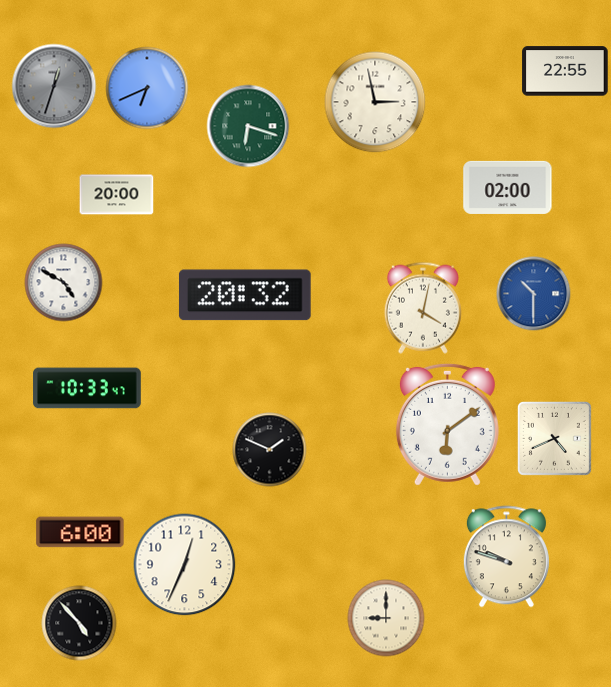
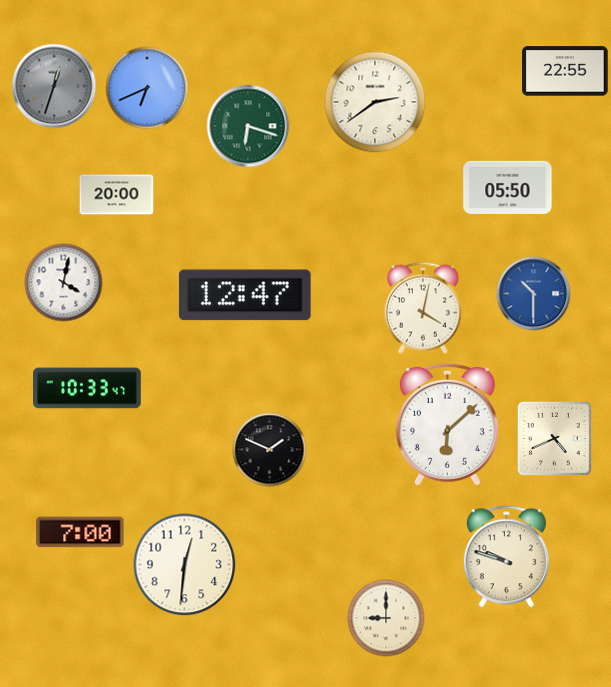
clock at (375, 102): 2:58 -> 2:39
clock at (508, 187): 02:00 -> 05:50
clock at (64, 283): 4:50 -> 4:02
clock at (245, 295): 20:32 -> 12:47
clock at (447, 424): 6:09 -> 6:08
clock at (80, 532): 6:00 -> 7:00
clock at (185, 565): 12:34 -> 12:31
clock at (79, 623): 4:53 -> none
